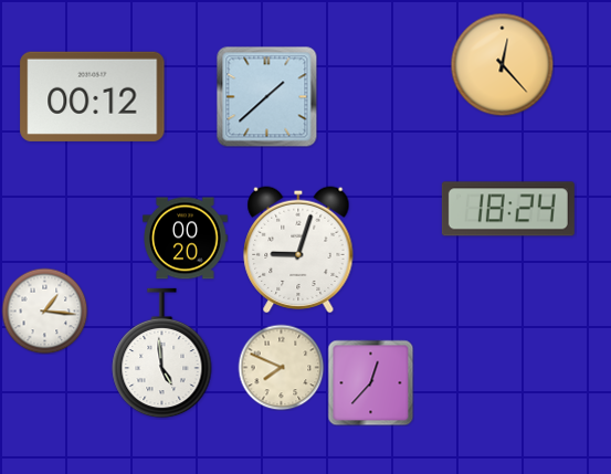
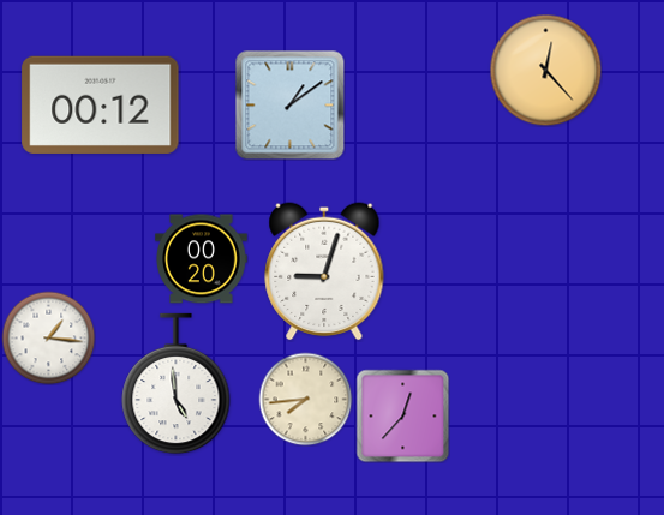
clock at (266, 96): 1:38 -> 1:09
clock at (508, 209): 18:24 -> none
clock at (281, 367): 7:49 -> 7:44
